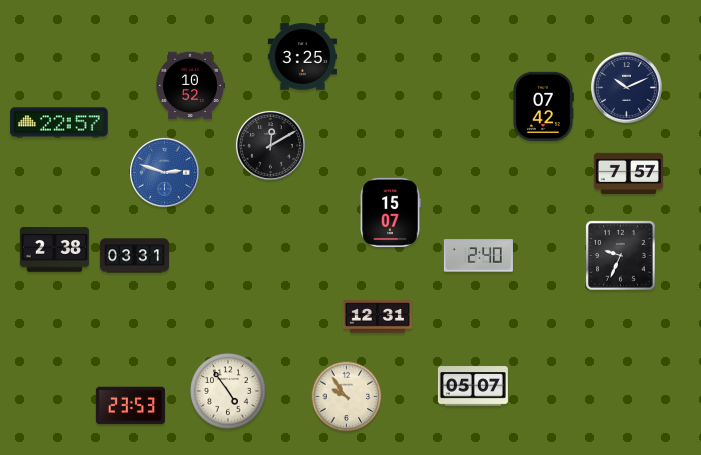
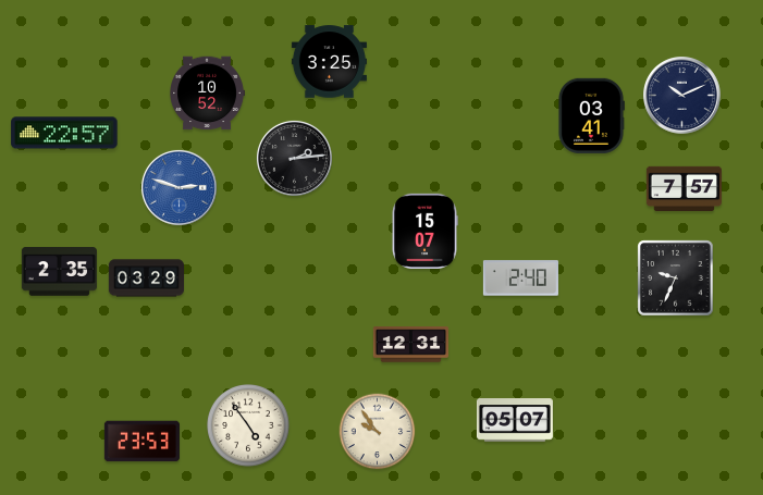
clock at (544, 106): 07:42 -> 03:41
clock at (270, 145): 12:10 -> 2:14
clock at (54, 250): 2:38 -> 2:35
clock at (134, 256): 03:31 -> 03:29
